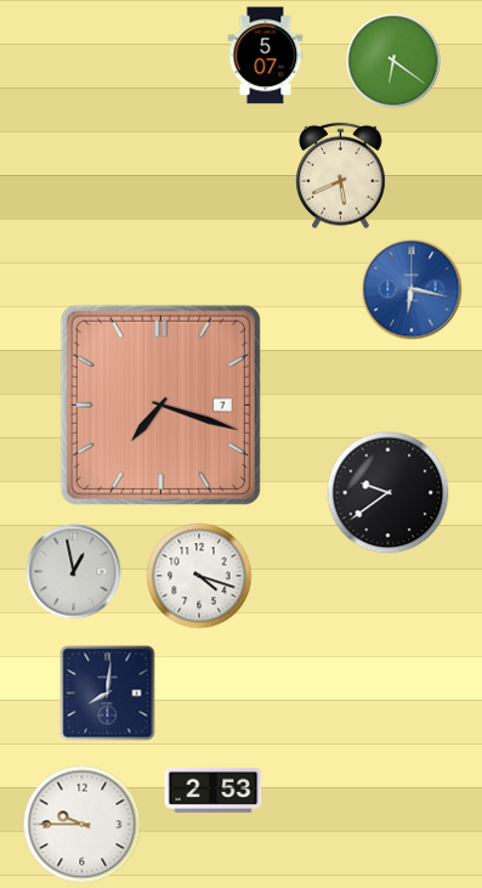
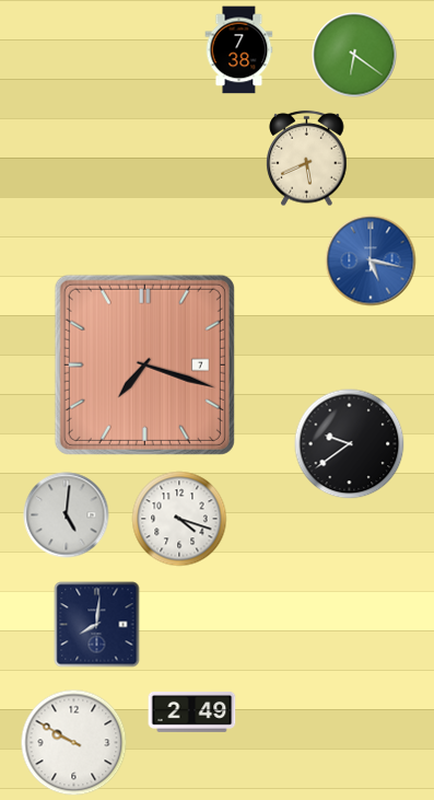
clock at (266, 56): 5:07 -> 7:38
clock at (412, 289): 6:17 -> 5:17
clock at (74, 572): 12:58 -> 5:01
clock at (214, 790): 2:53 -> 2:49
clock at (83, 825): 9:45 -> 9:50
